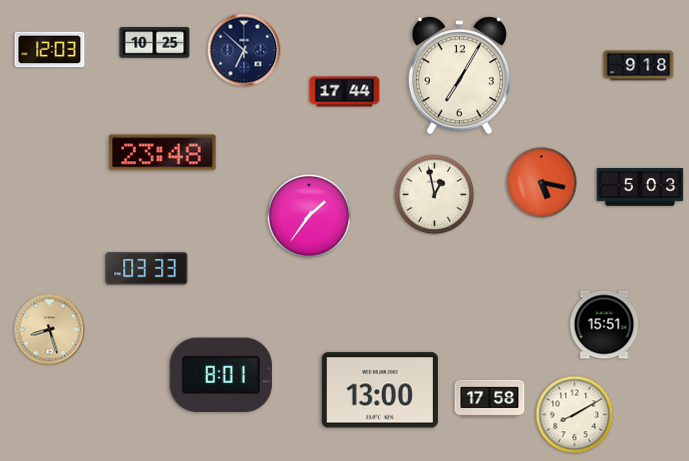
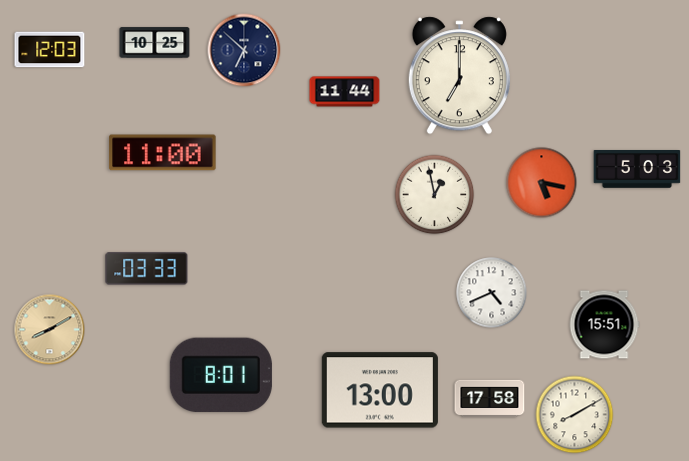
clock at (639, 66): 9:18 -> none
clock at (459, 76): 7:05 -> 7:00
clock at (345, 92): 17:44 -> 11:44
clock at (163, 153): 23:48 -> 11:00
clock at (640, 187) position: (640, 187) -> (637, 169)
clock at (309, 216): 1:36 -> none
clock at (492, 293): none -> 4:41
clock at (50, 330): 8:27 -> 8:10
